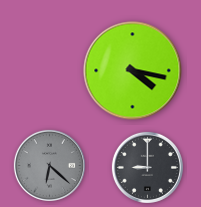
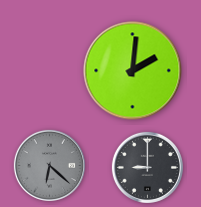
clock at (133, 71): 4:17 -> 2:01
